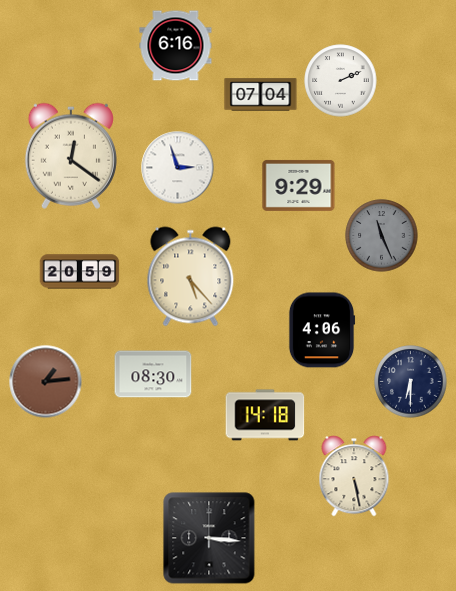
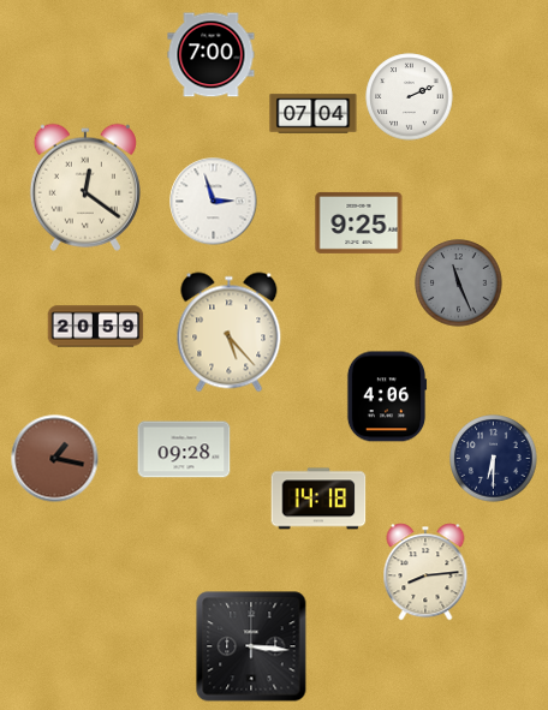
clock at (176, 46): 6:16 -> 7:00
clock at (299, 185): 9:29 -> 9:25
clock at (153, 374): 08:30 -> 09:28
clock at (46, 382): 1:14 -> 1:17
clock at (354, 476): 5:28 -> 8:14
